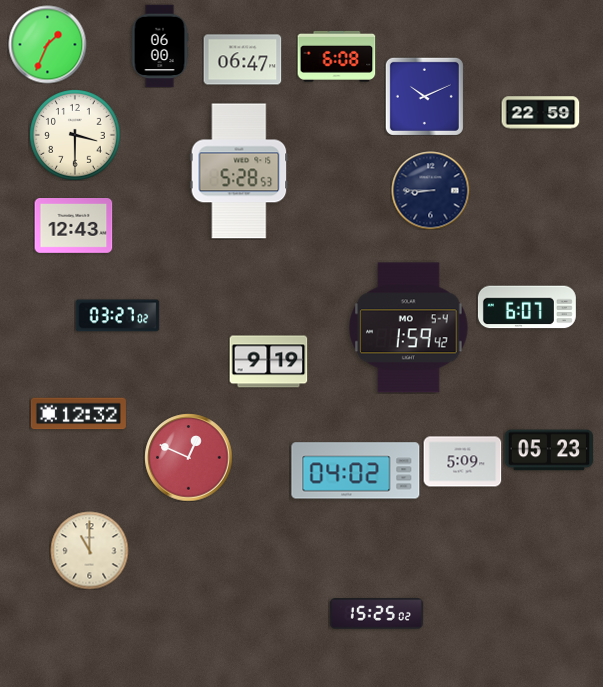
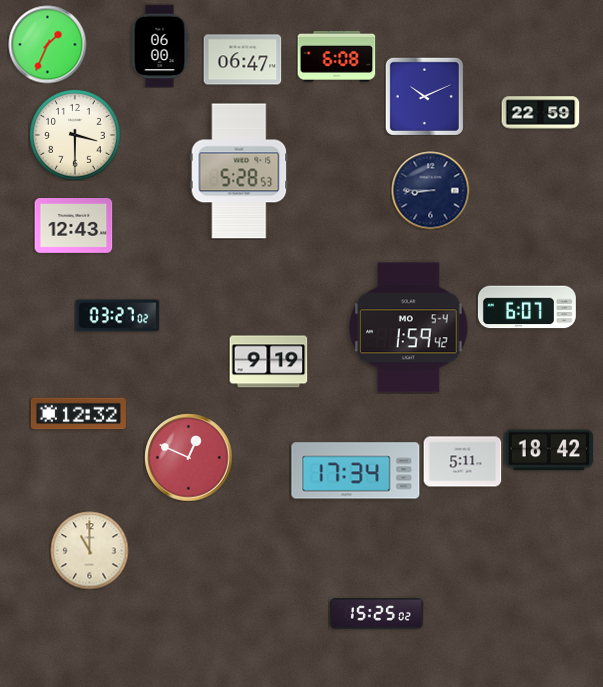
clock at (548, 450): 05:23 -> 18:42
clock at (462, 462): 5:09 -> 5:11
clock at (356, 471): 04:02 -> 17:34
